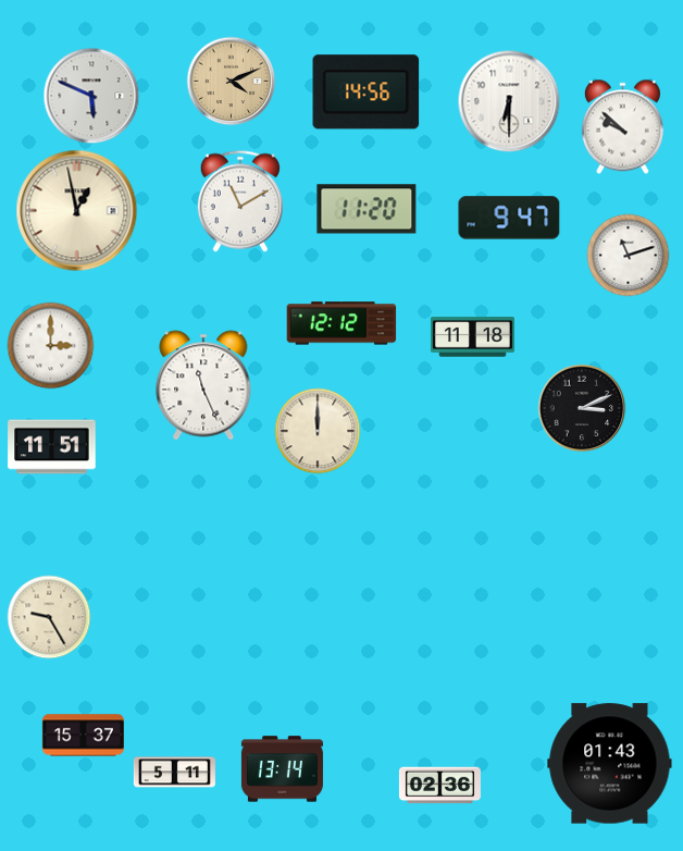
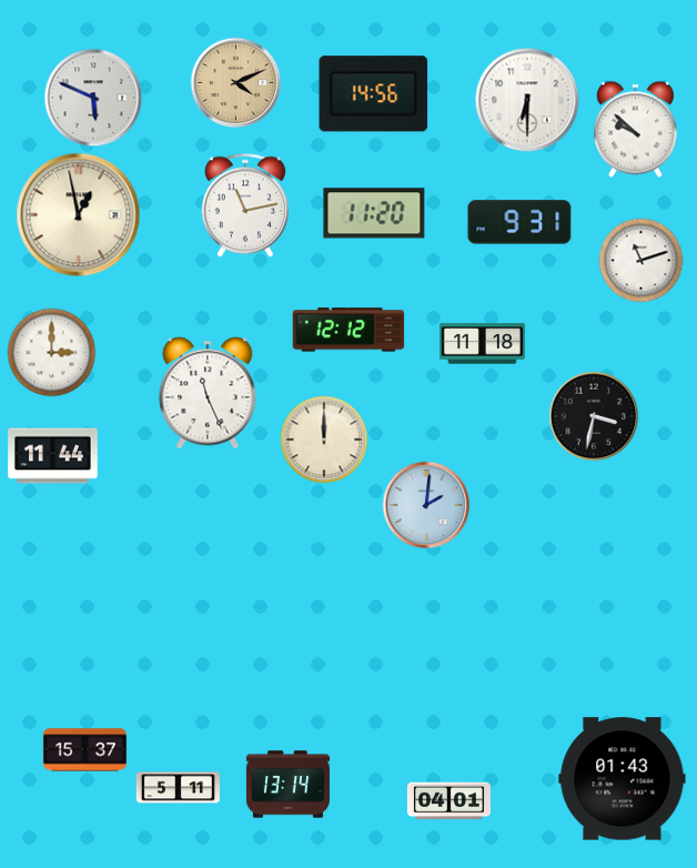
clock at (509, 101) position: (509, 101) -> (527, 100)
clock at (240, 201): 11:10 -> 11:13
clock at (509, 218): 9:47 -> 9:31
clock at (582, 408): 3:11 -> 3:32
clock at (52, 447): 11:51 -> 11:44
clock at (426, 505): none -> 2:01
clock at (49, 617): 9:25 -> none
clock at (439, 786): 02:36 -> 04:01
